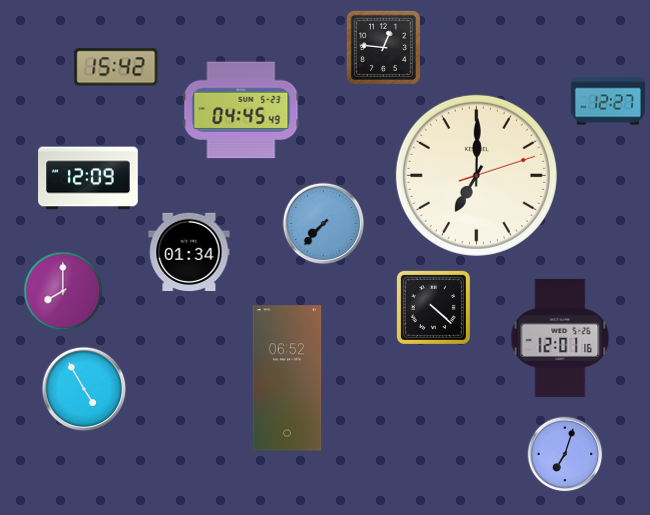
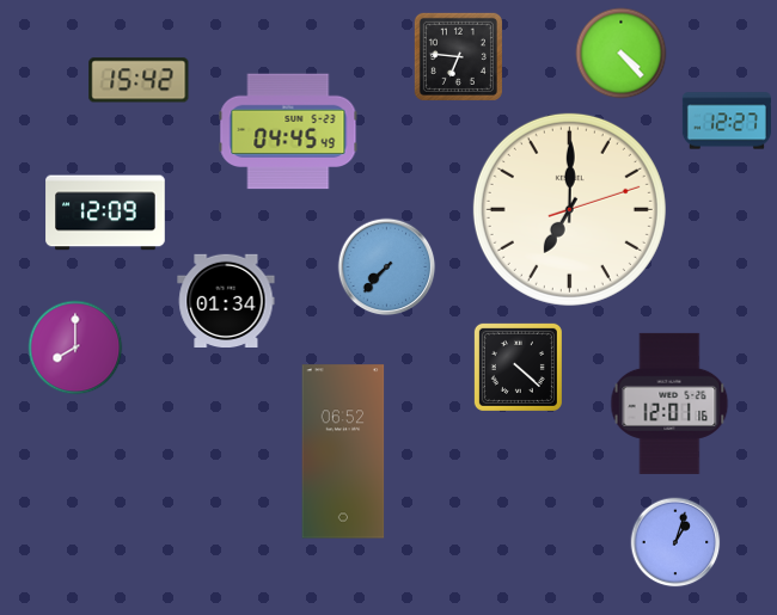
clock at (622, 54): none -> 4:23
clock at (383, 47): 12:46 -> 6:46
clock at (84, 389): 4:55 -> none
clock at (565, 454): 7:03 -> 1:03
